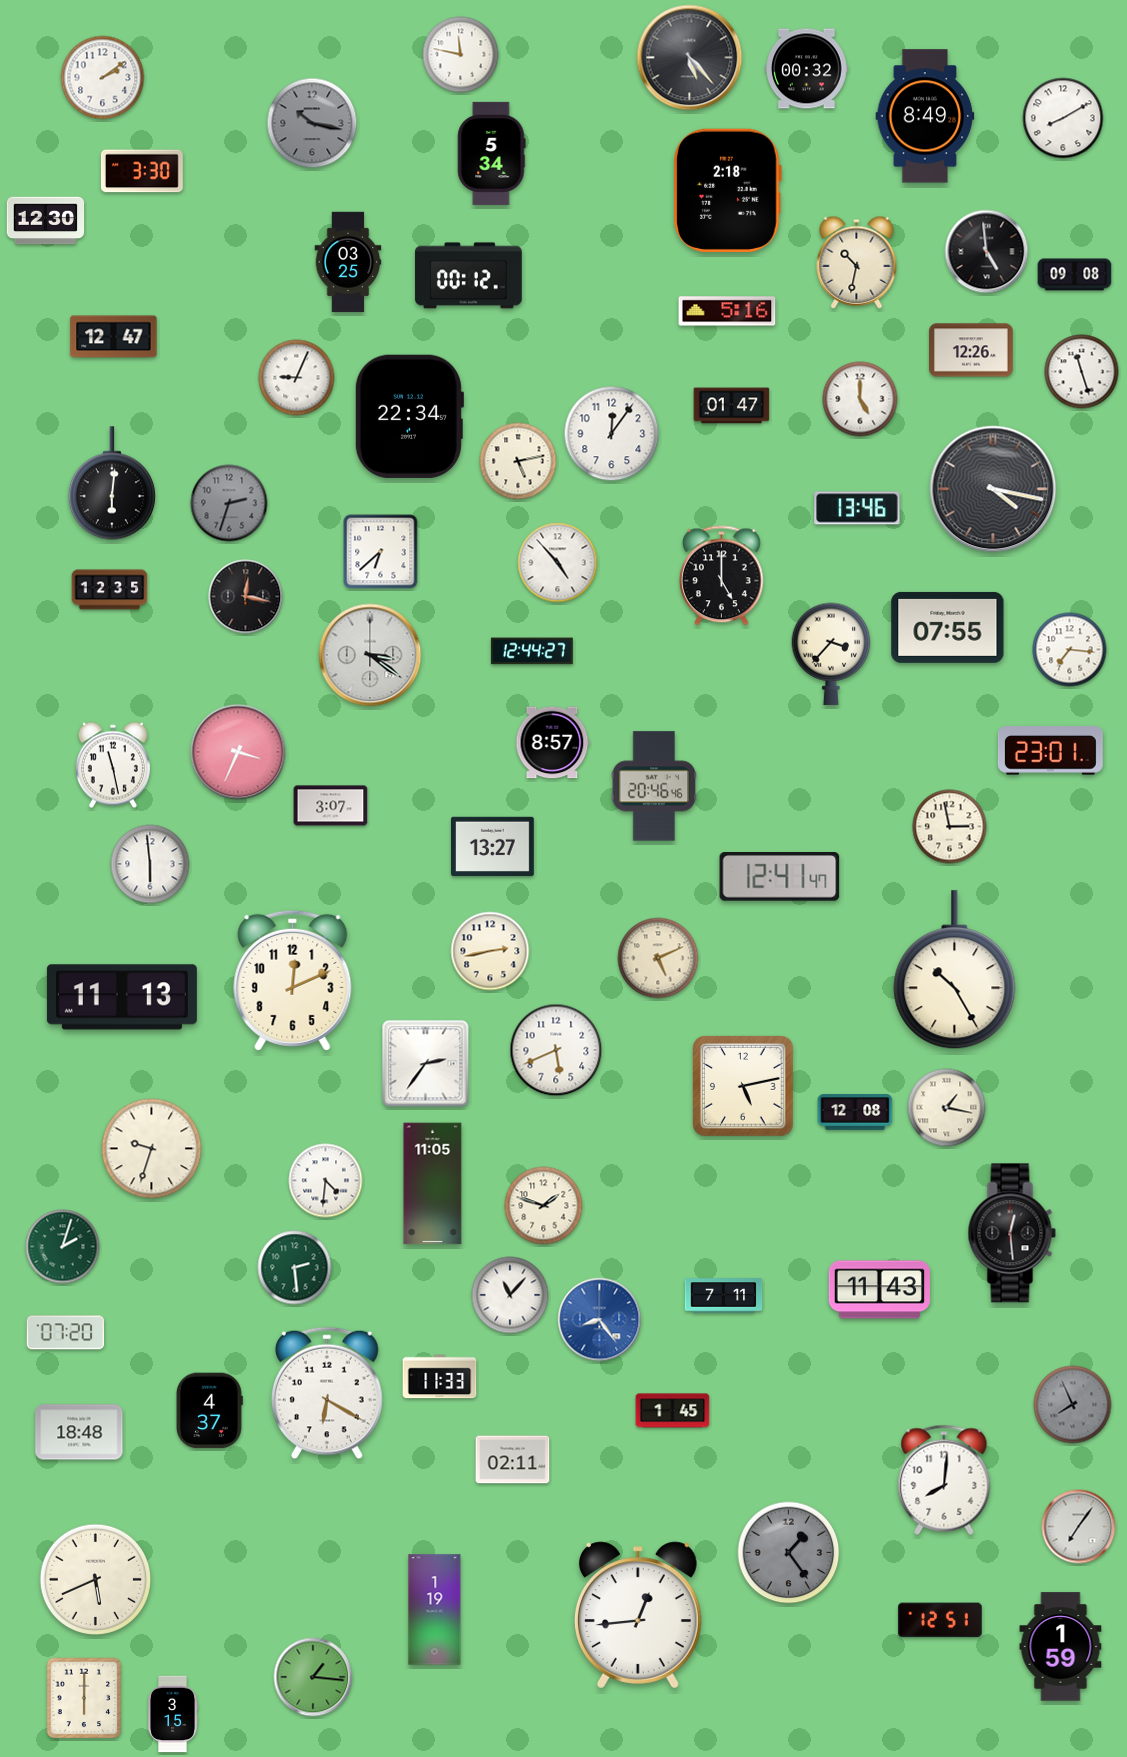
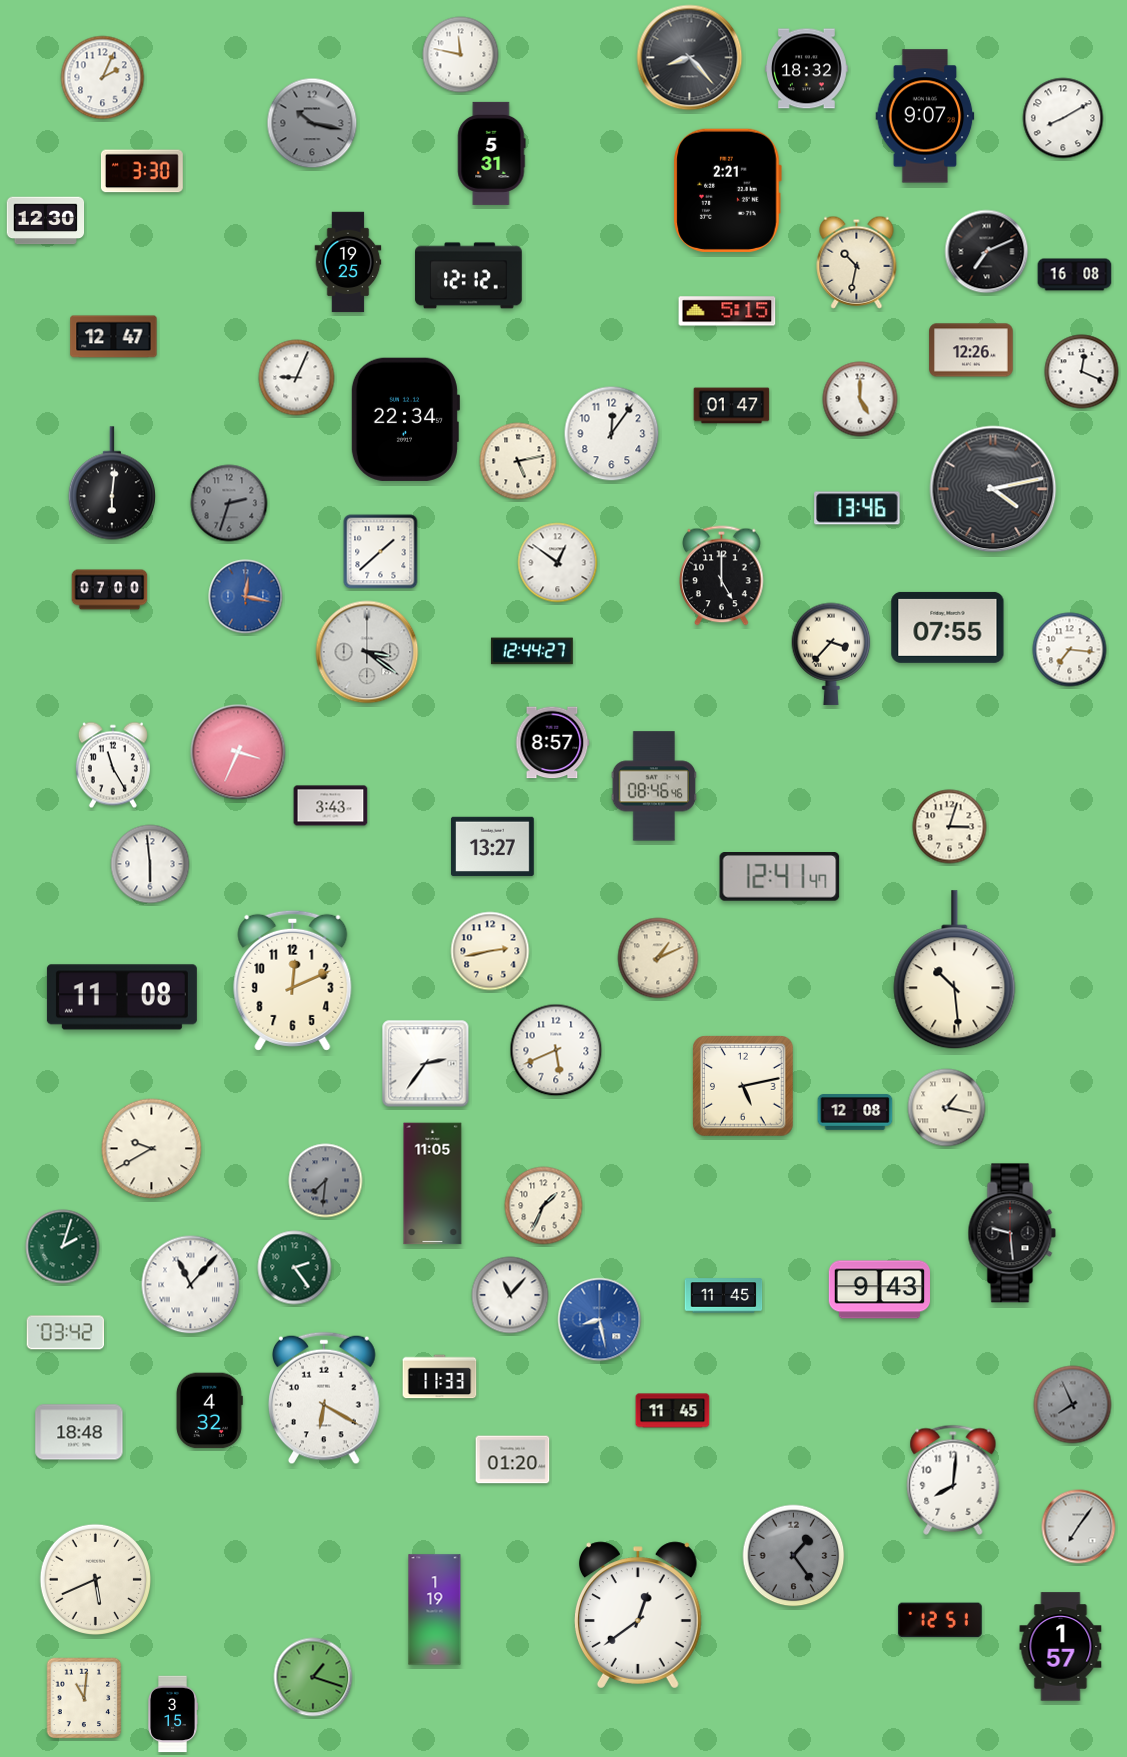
clock at (690, 58): 5:23 -> 8:23
clock at (807, 69): 00:32 -> 18:32
clock at (103, 78): 2:09 -> 2:04
clock at (925, 116): 8:49 -> 9:07
clock at (492, 153): 5:34 -> 5:31
clock at (727, 190): 2:18 -> 2:21
clock at (987, 252): 4:59 -> 7:11
clock at (348, 262): 03:25 -> 19:25
clock at (1075, 275): 09:08 -> 16:08
clock at (469, 276): 00:12 -> 12:12
clock at (727, 311): 5:16 -> 5:15
clock at (1082, 372): 11:27 -> 12:19
clock at (409, 416) position: (409, 416) -> (405, 419)
clock at (993, 489): 4:17 -> 4:13
clock at (381, 552): 6:38 -> 1:38
clock at (558, 563): 4:53 -> 12:51
clock at (110, 590): 12:35 -> 07:00
clock at (246, 597) dial: black -> blue
clock at (370, 655) position: (370, 655) -> (367, 652)
clock at (1050, 751): 23:01 -> none
clock at (113, 765): 11:28 -> 11:25
clock at (654, 786): 20:46 -> 08:46
clock at (331, 806): 3:07 -> 3:43
clock at (950, 827): 2:58 -> 3:03
clock at (658, 958): 5:11 -> 1:11
clock at (955, 970): 10:25 -> 10:29
clock at (122, 997): 11:13 -> 11:08
clock at (152, 1149): 9:33 -> 9:40
clock at (326, 1181): 4:31 -> 7:31
clock at (326, 1181) dial: white -> grey
clock at (544, 1206): 1:48 -> 1:34
clock at (1012, 1233): 12:29 -> 9:29
clock at (295, 1268): 2:29 -> 2:24
clock at (191, 1285): none -> 11:07
clock at (879, 1290): 11:43 -> 9:43
clock at (724, 1296): 7:11 -> 11:45
clock at (600, 1320): 8:24 -> 8:28
clock at (65, 1333): 07:20 -> 03:42
clock at (328, 1393) position: (328, 1393) -> (325, 1398)
clock at (209, 1411): 4:37 -> 4:32
clock at (673, 1411): 1:45 -> 11:45
clock at (513, 1460): 02:11 -> 01:20
clock at (944, 1480) position: (944, 1480) -> (953, 1480)
clock at (789, 1553) position: (789, 1553) -> (794, 1556)
clock at (638, 1615): 12:44 -> 12:39
clock at (1061, 1647): 1:59 -> 1:57
clock at (313, 1677): 1:16 -> 1:18
clock at (84, 1698): 6:00 -> 11:01
